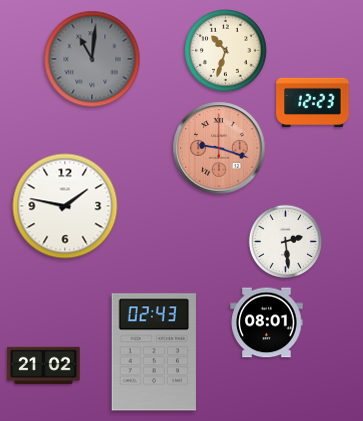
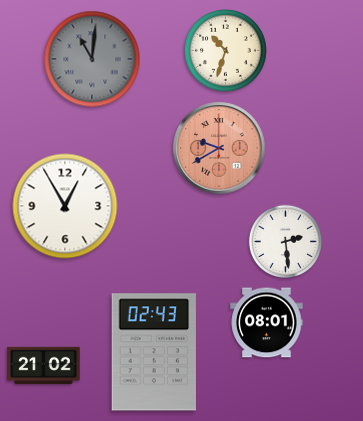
clock at (313, 103): 12:23 -> none
clock at (219, 148): 9:18 -> 9:40
clock at (65, 206): 1:47 -> 12:55
